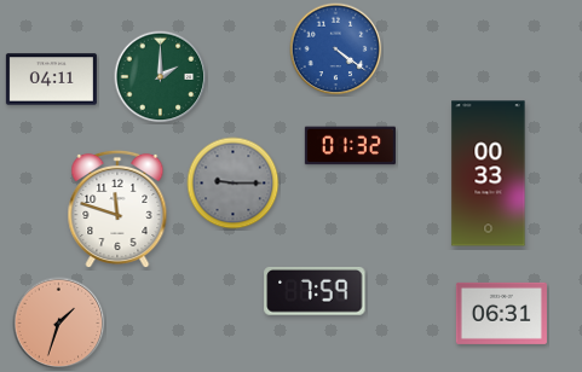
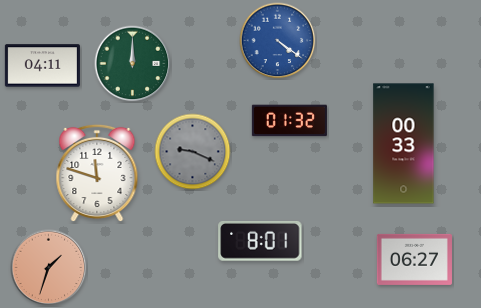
clock at (161, 77): 2:00 -> 12:00
clock at (234, 184): 9:15 -> 9:19
clock at (315, 291): 7:59 -> 8:01
clock at (501, 313): 06:31 -> 06:27
